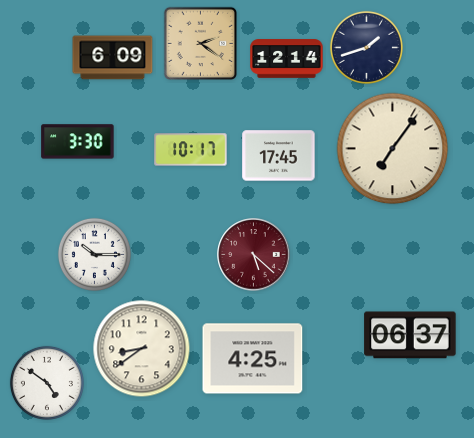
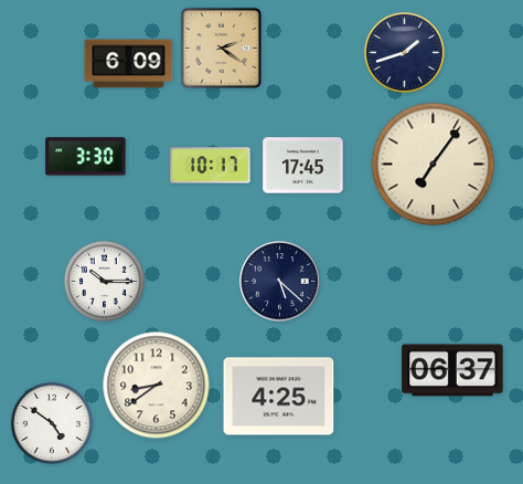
clock at (113, 58) position: (113, 58) -> (129, 64)
clock at (287, 59): 12:14 -> none
clock at (279, 156) position: (279, 156) -> (303, 166)
clock at (254, 255) dial: burgundy -> navy
